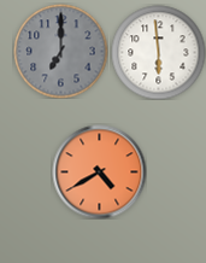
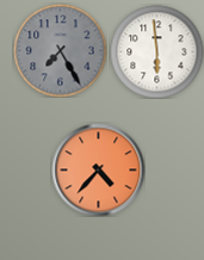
clock at (60, 51): 7:00 -> 7:25
clock at (99, 171): 4:40 -> 4:37
